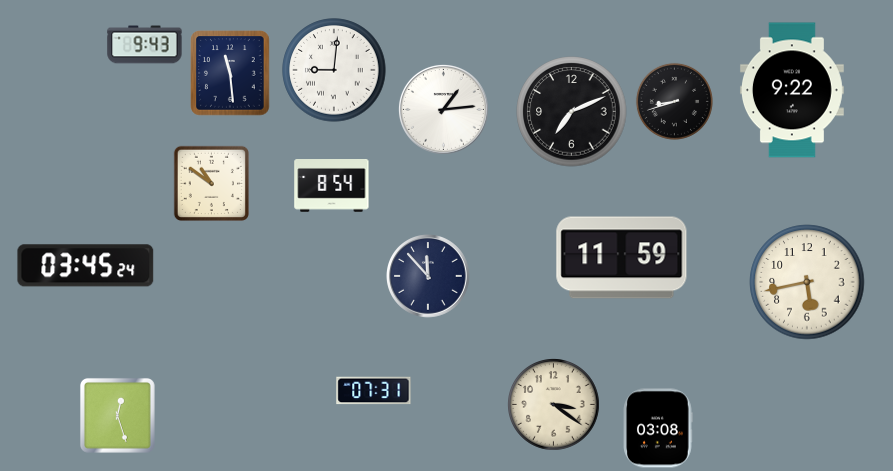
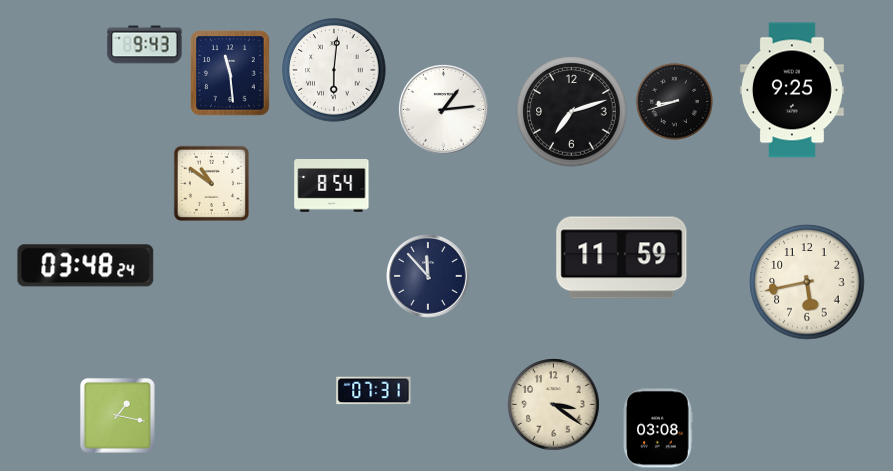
clock at (334, 70): 9:01 -> 6:01
clock at (792, 90): 9:22 -> 9:25
clock at (572, 112): 7:11 -> 7:12
clock at (86, 266): 03:45 -> 03:48
clock at (118, 416): 12:27 -> 1:17
